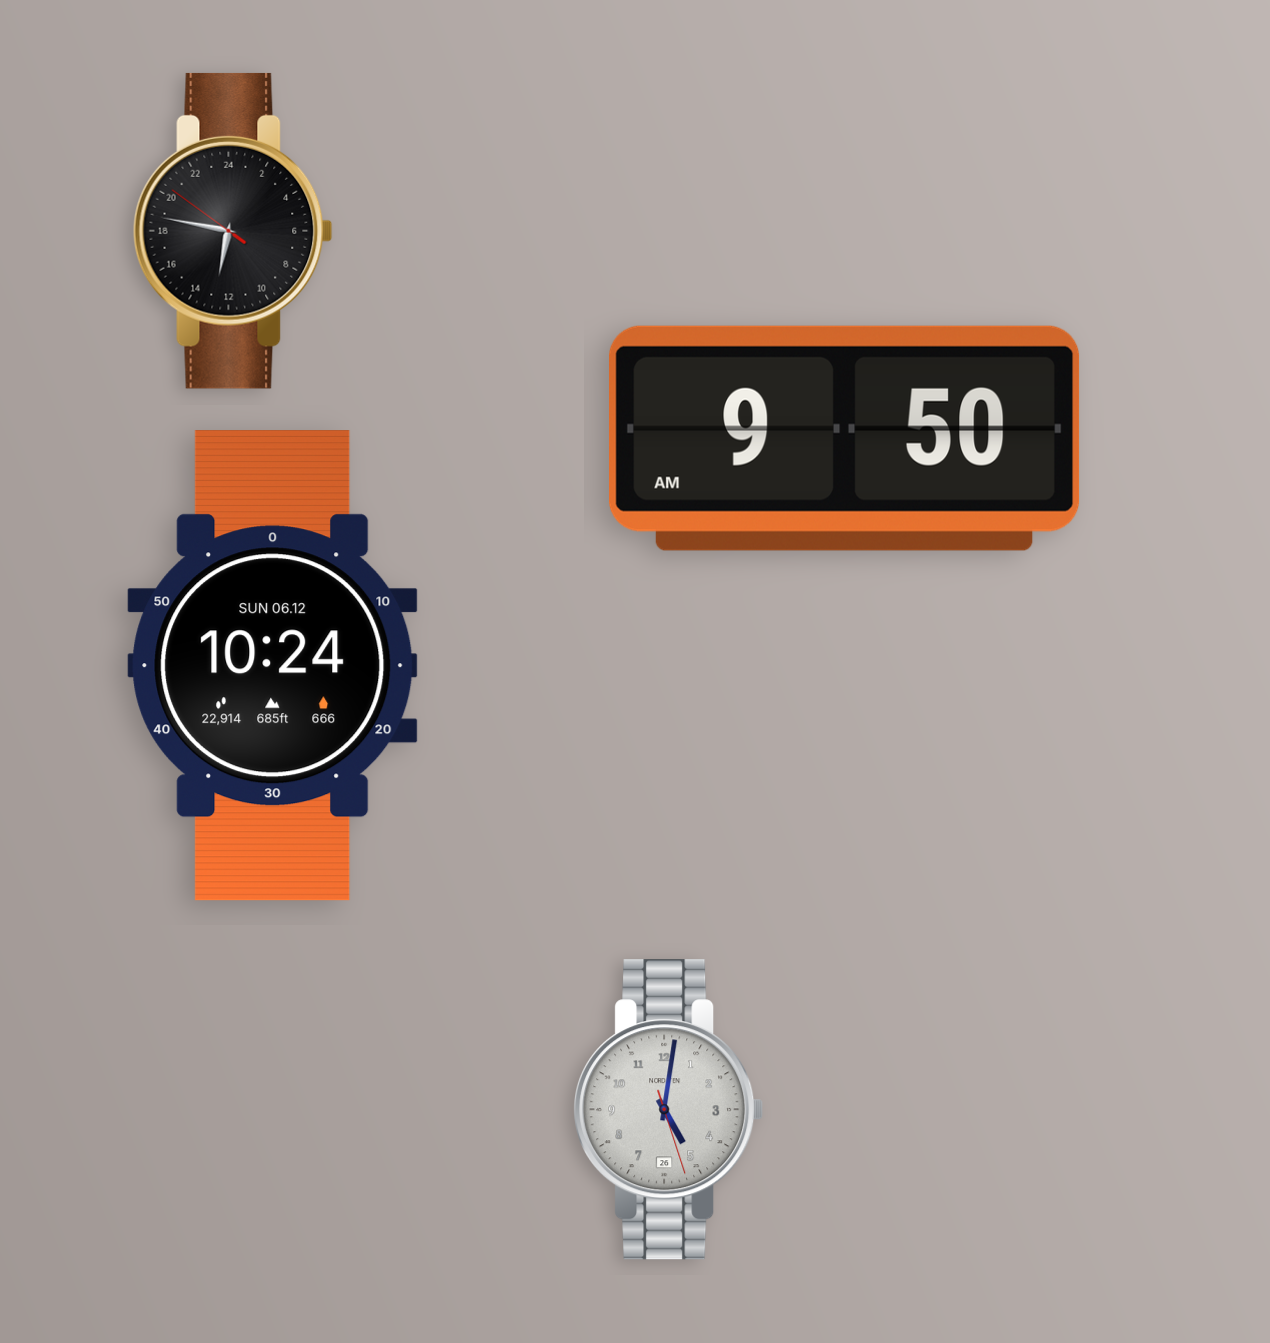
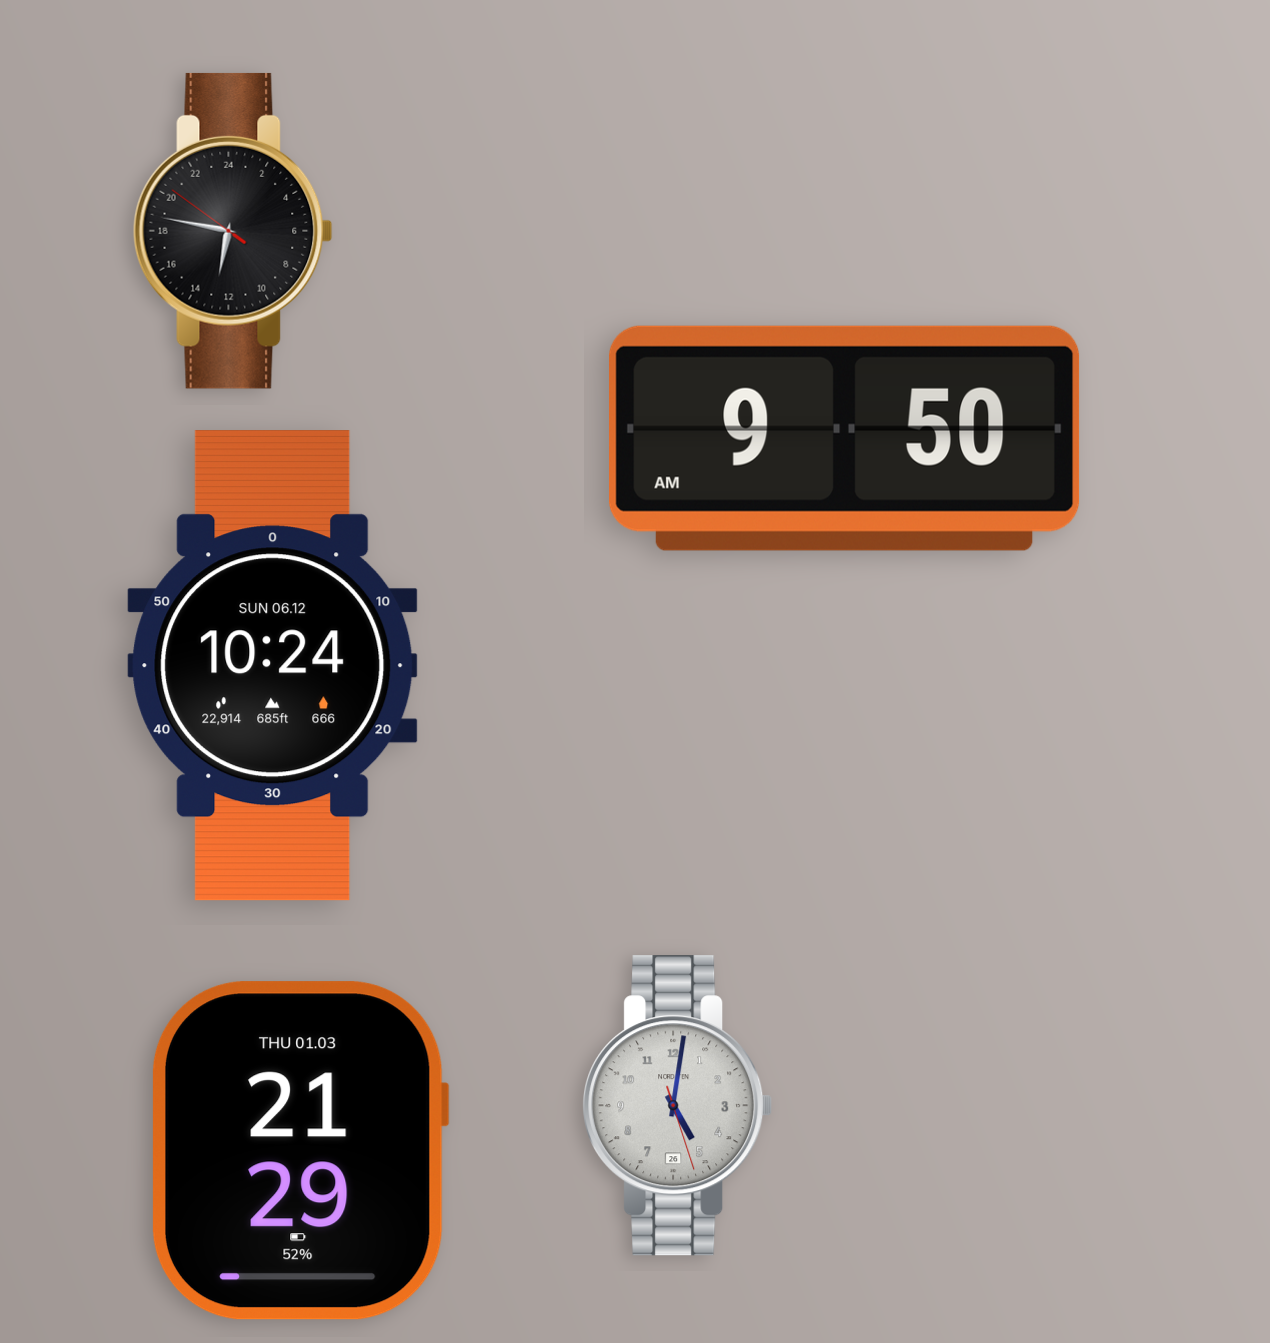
clock at (669, 1110) position: (669, 1110) -> (678, 1106)
clock at (300, 1151): none -> 21:29
